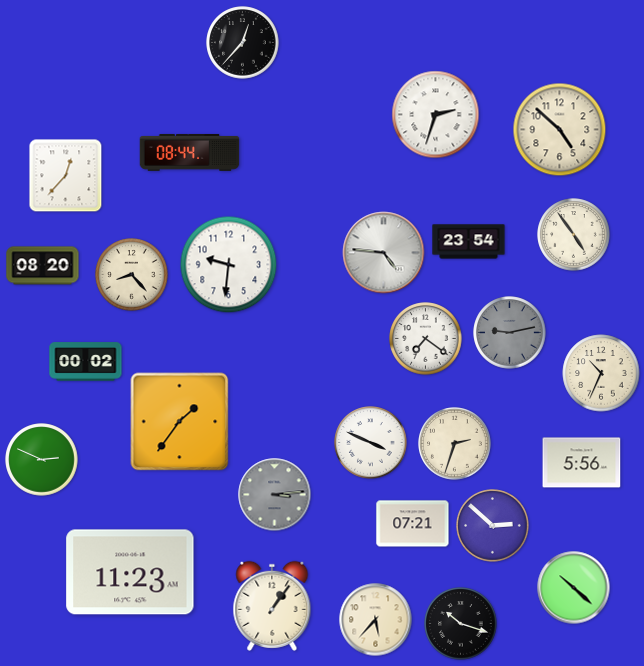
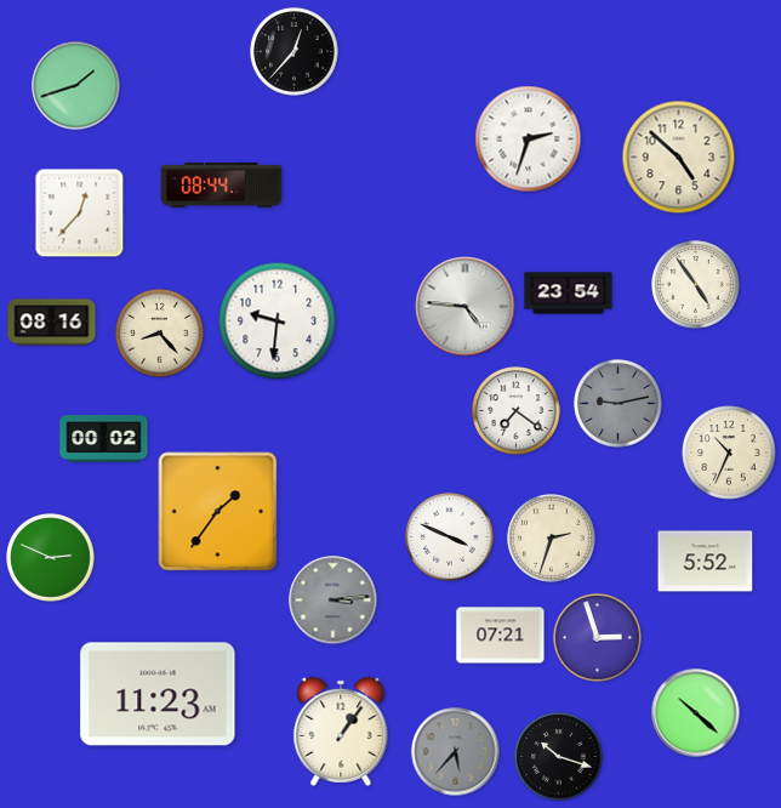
clock at (76, 86): none -> 1:42
clock at (190, 152) position: (190, 152) -> (222, 184)
clock at (43, 266): 08:20 -> 08:16
clock at (582, 463): 5:56 -> 5:52
clock at (493, 526): 2:52 -> 2:57
clock at (272, 606) position: (272, 606) -> (341, 732)
clock at (376, 620) dial: cream -> grey
